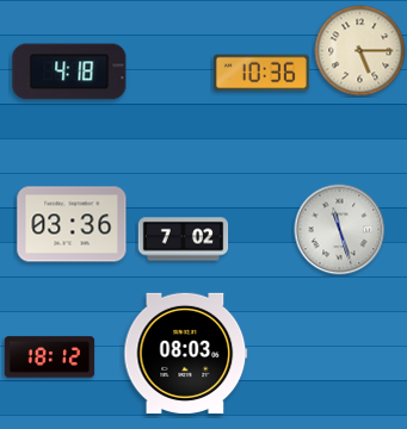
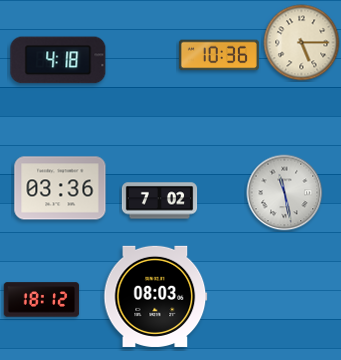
clock at (261, 73) position: (261, 73) -> (219, 55)
clock at (340, 230): 11:27 -> 11:28
clock at (184, 240) position: (184, 240) -> (160, 201)
